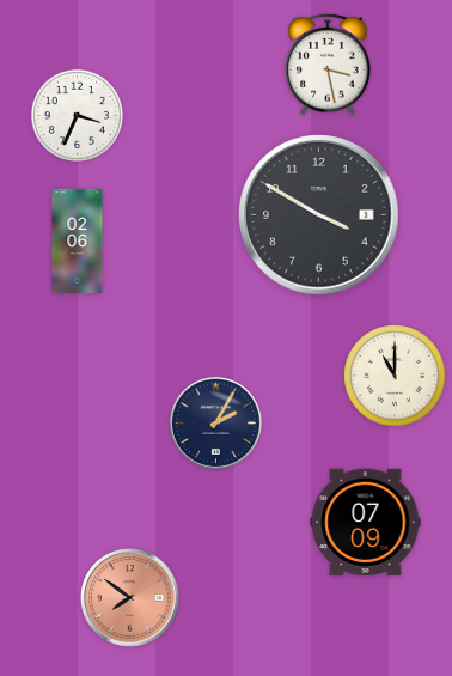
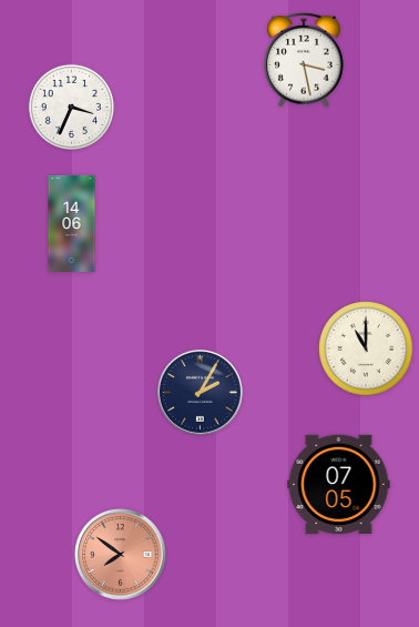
clock at (319, 215): 3:50 -> none
clock at (78, 240): 02:06 -> 14:06
clock at (366, 523): 07:09 -> 07:05
